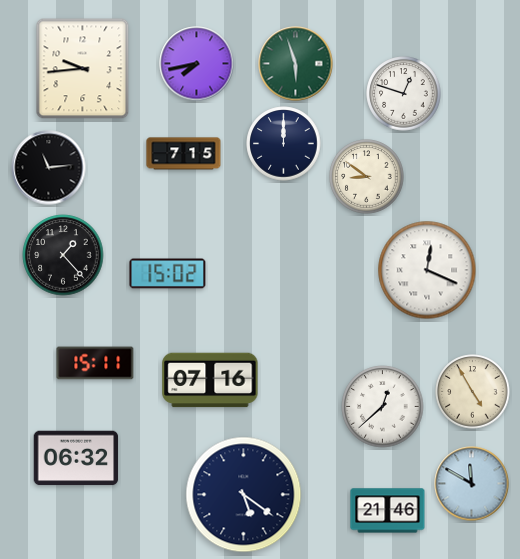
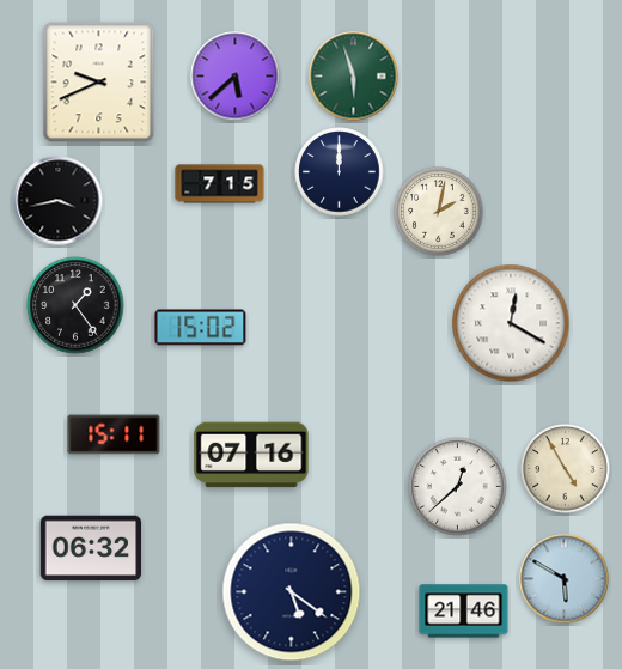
clock at (197, 64): 7:43 -> 5:38
clock at (83, 69): 9:44 -> 9:41
clock at (404, 94): 12:48 -> none
clock at (49, 168): 11:14 -> 3:43
clock at (367, 177): 8:51 -> 2:02
clock at (63, 255): 1:23 -> 1:24
clock at (427, 270): 12:19 -> 12:20
clock at (472, 484): 11:50 -> 5:50
